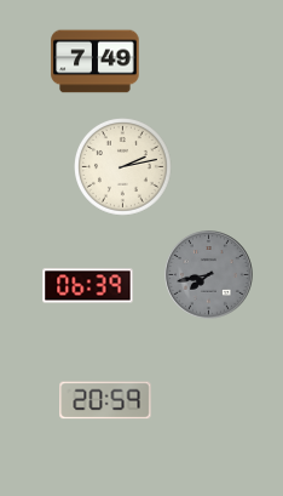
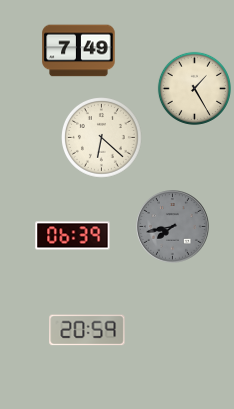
clock at (194, 88): none -> 1:25
clock at (123, 167): 2:13 -> 6:22
